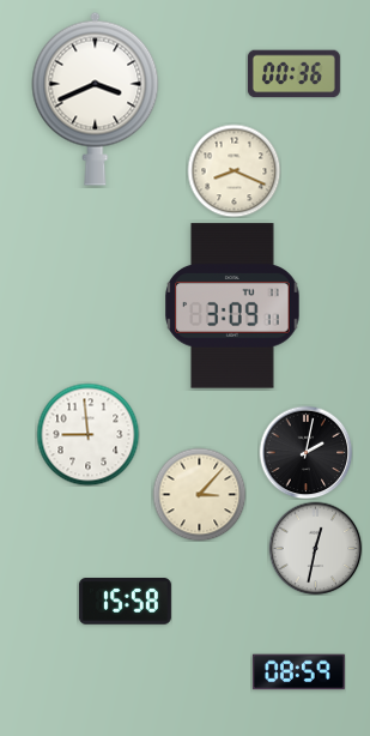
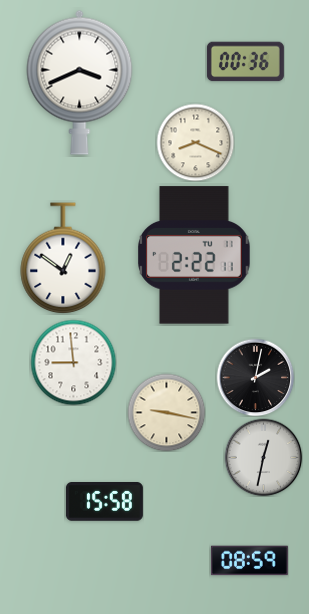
clock at (232, 306): 3:09 -> 2:22
clock at (63, 258): none -> 12:51
clock at (199, 494): 3:07 -> 9:17
